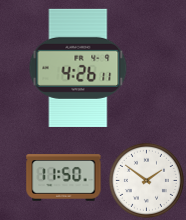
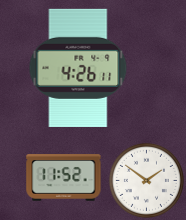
clock at (64, 178): 11:50 -> 11:52
